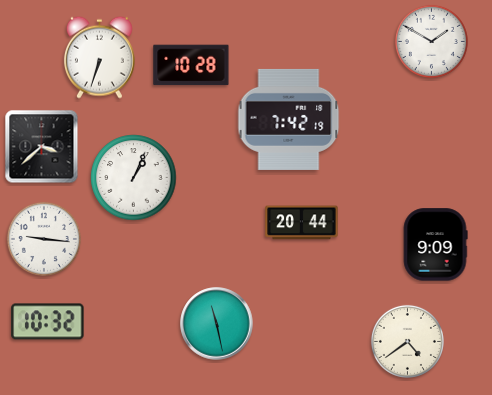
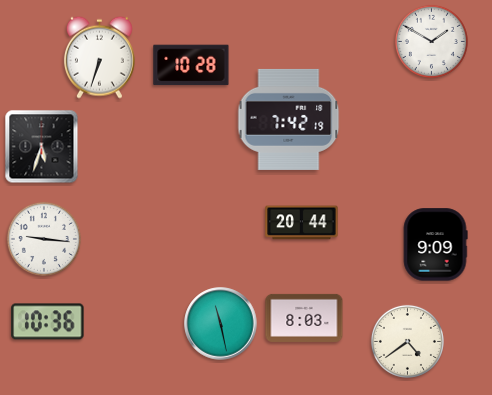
clock at (42, 147): 3:38 -> 5:33
clock at (134, 178): 1:04 -> none
clock at (304, 318): none -> 8:03
clock at (48, 322): 10:32 -> 10:36
clock at (217, 324) position: (217, 324) -> (221, 324)
